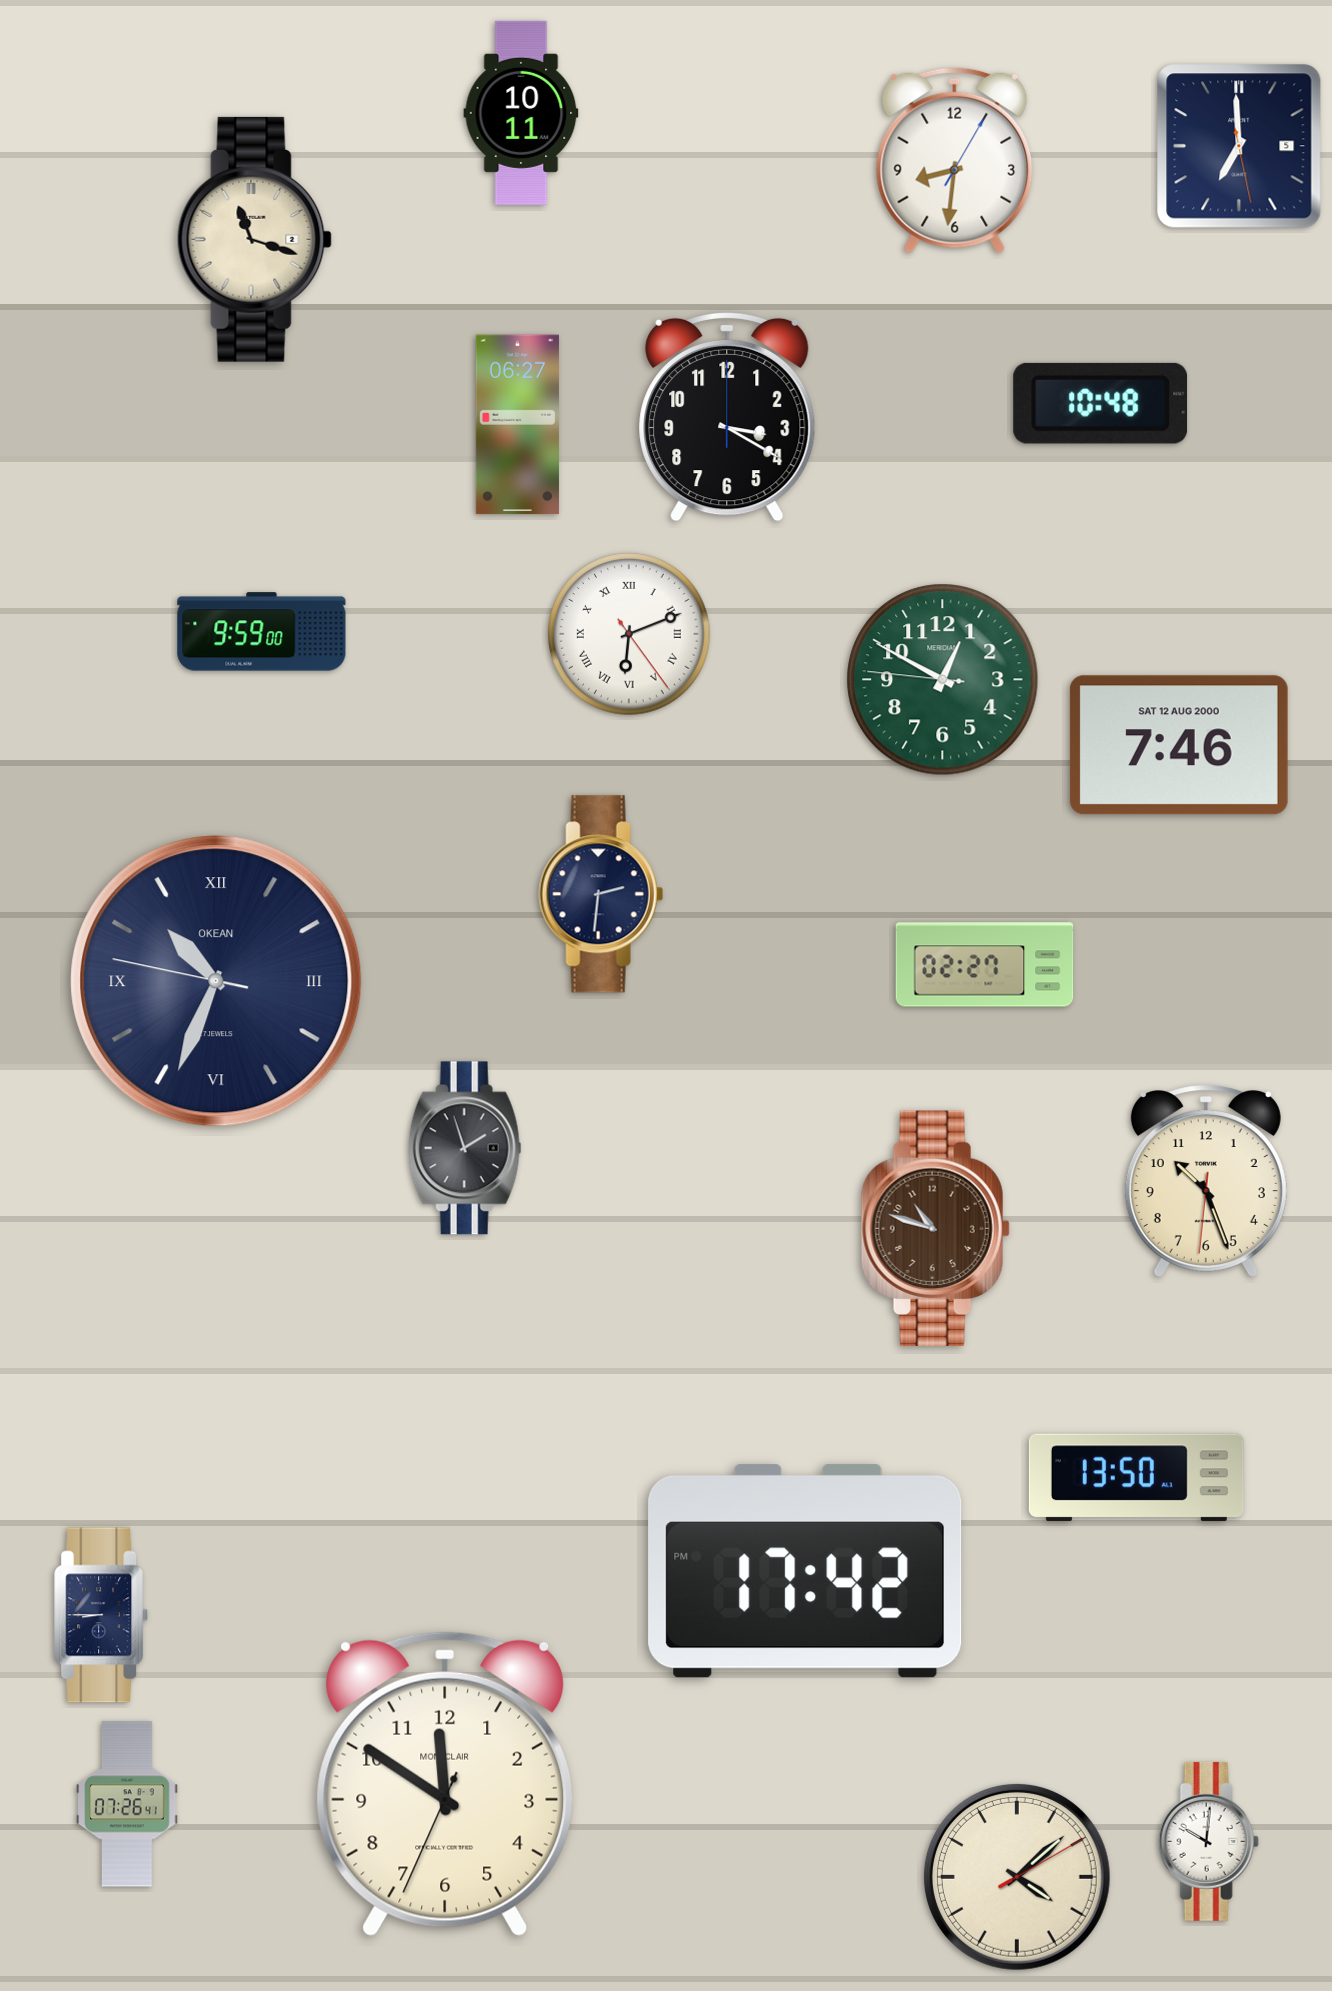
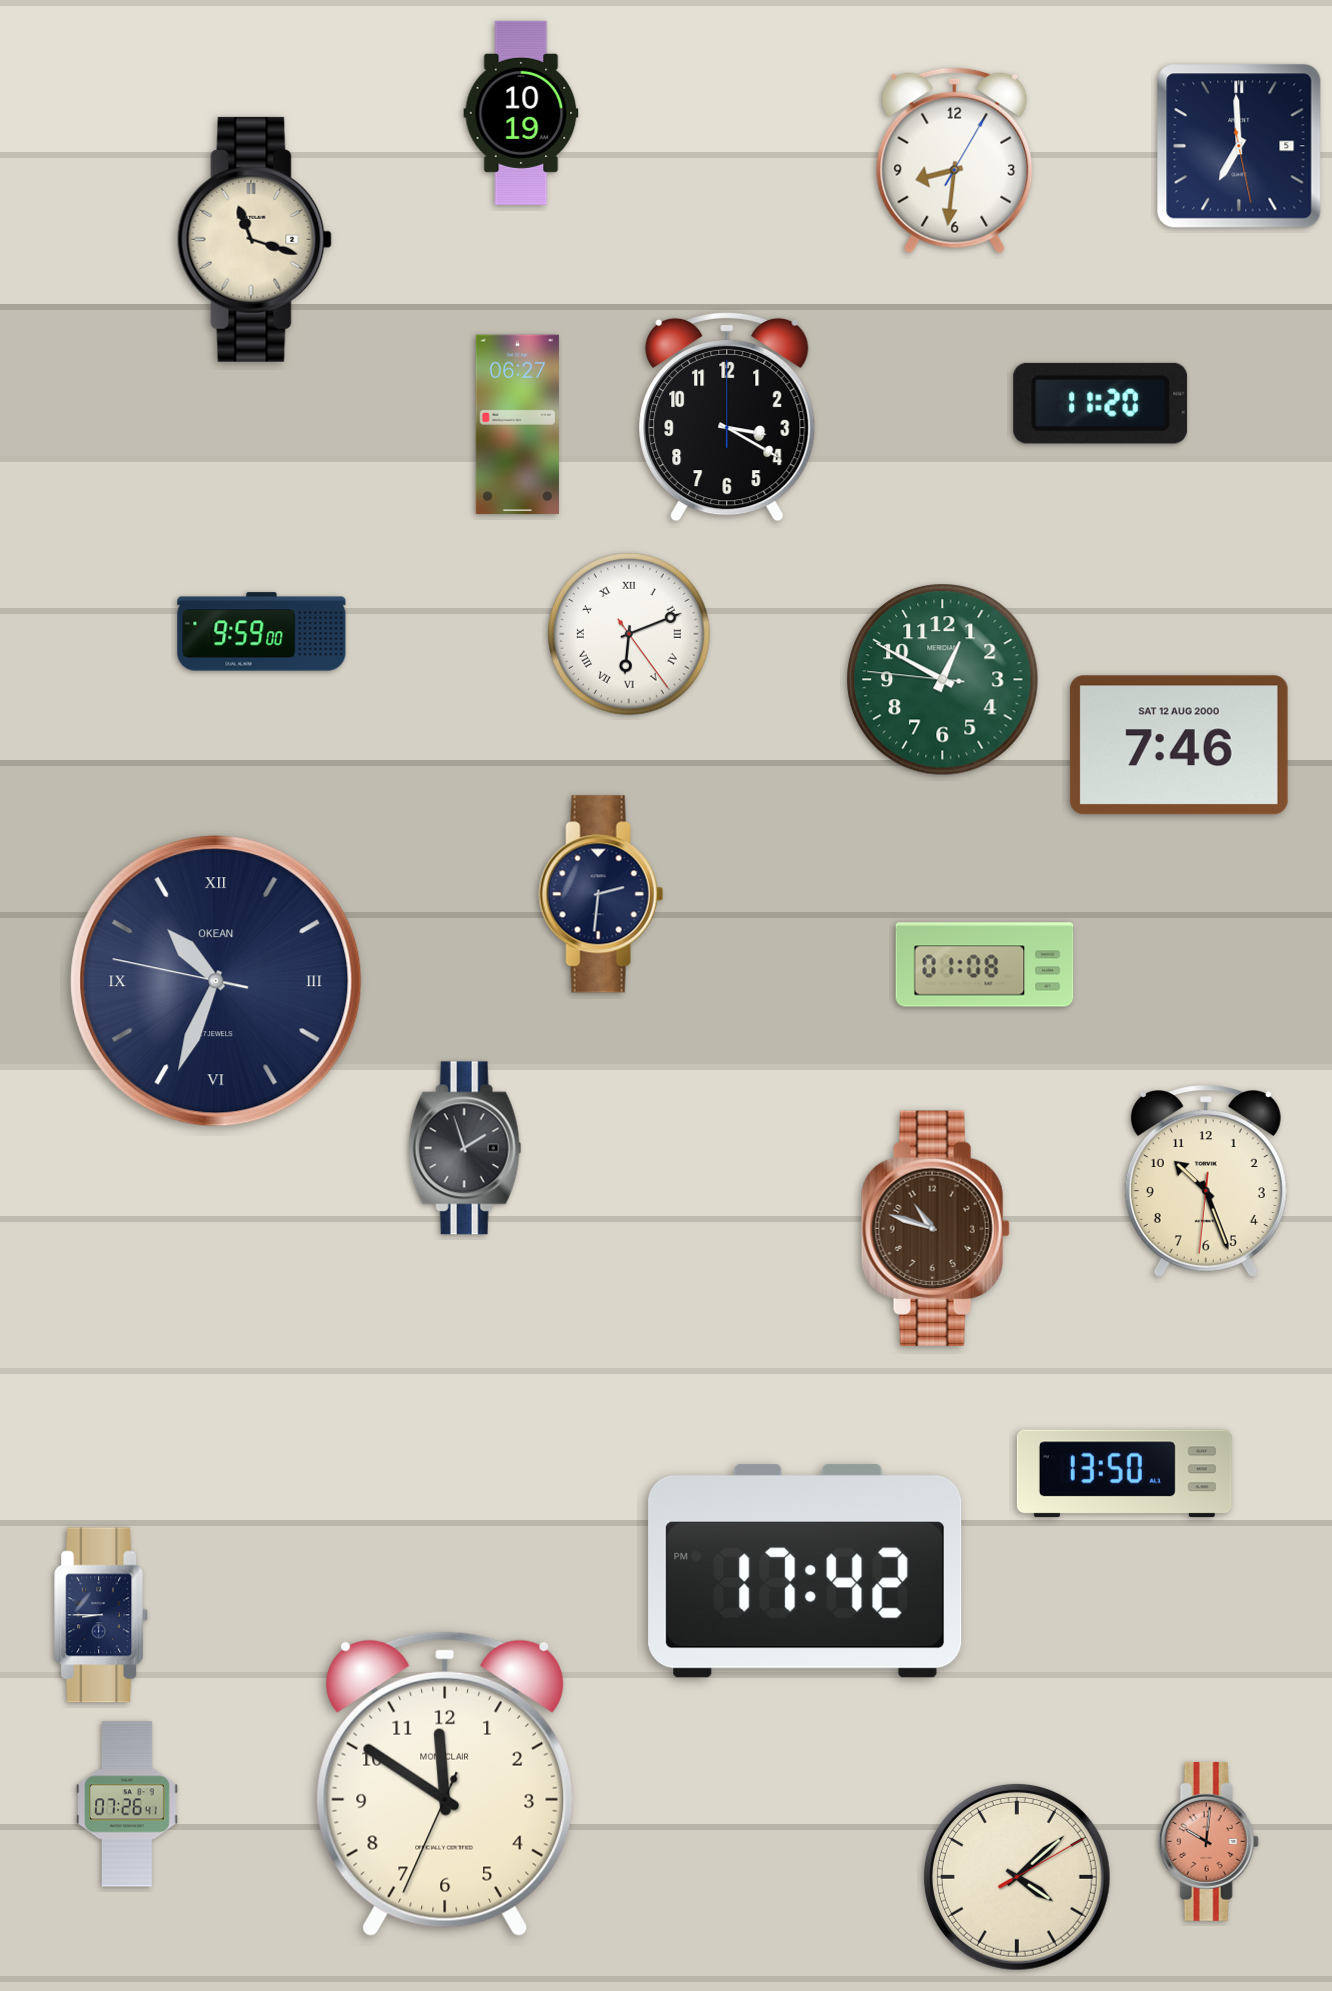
clock at (521, 113): 10:11 -> 10:19
clock at (1101, 403): 10:48 -> 11:20
clock at (985, 965): 02:27 -> 01:08
clock at (1136, 1478) position: (1136, 1478) -> (1124, 1474)
clock at (1208, 1841) dial: white -> salmon
